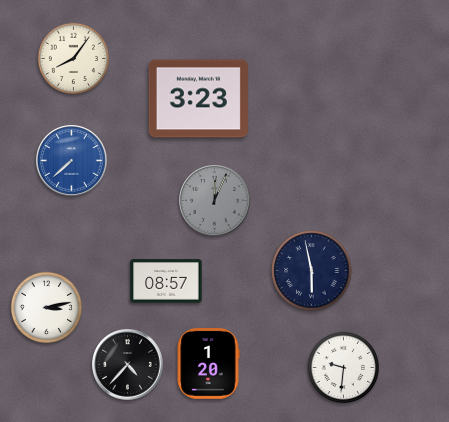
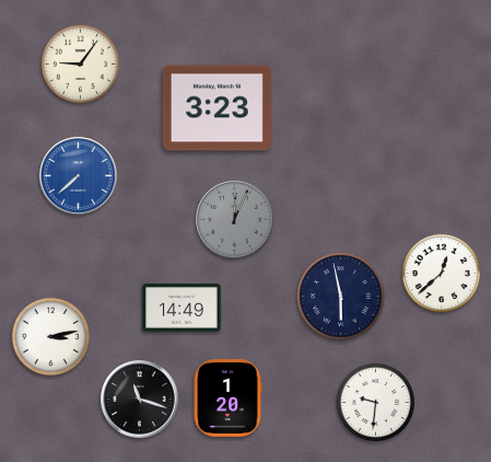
clock at (74, 59): 8:06 -> 9:06
clock at (442, 274): none -> 12:38
clock at (166, 281): 08:57 -> 14:49
clock at (128, 365): 4:37 -> 11:18
